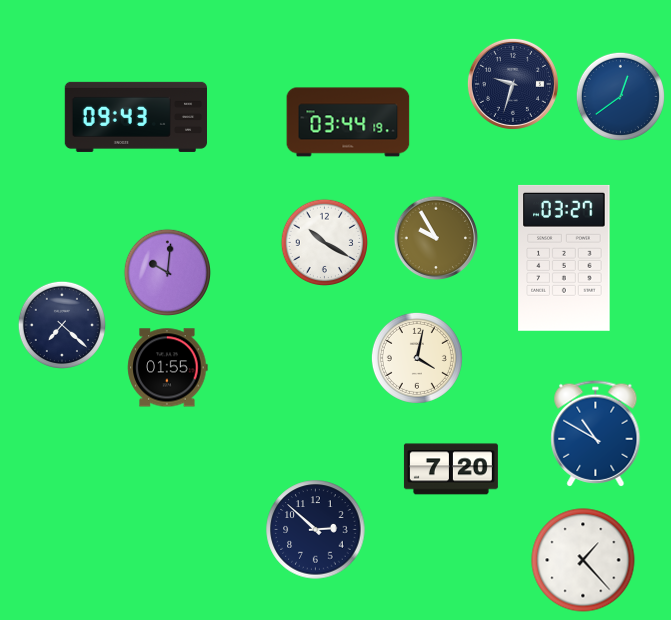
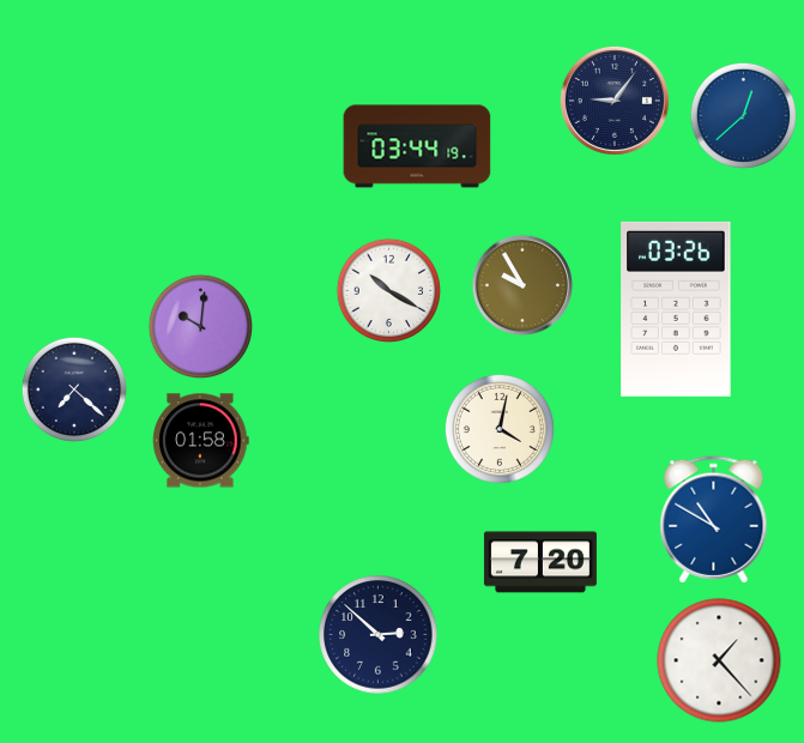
clock at (513, 84): 9:33 -> 9:06
clock at (620, 96): 12:39 -> 12:38
clock at (135, 117): 09:43 -> none
clock at (564, 258): 03:27 -> 03:26
clock at (168, 368): 01:55 -> 01:58
clock at (583, 560) position: (583, 560) -> (719, 660)
